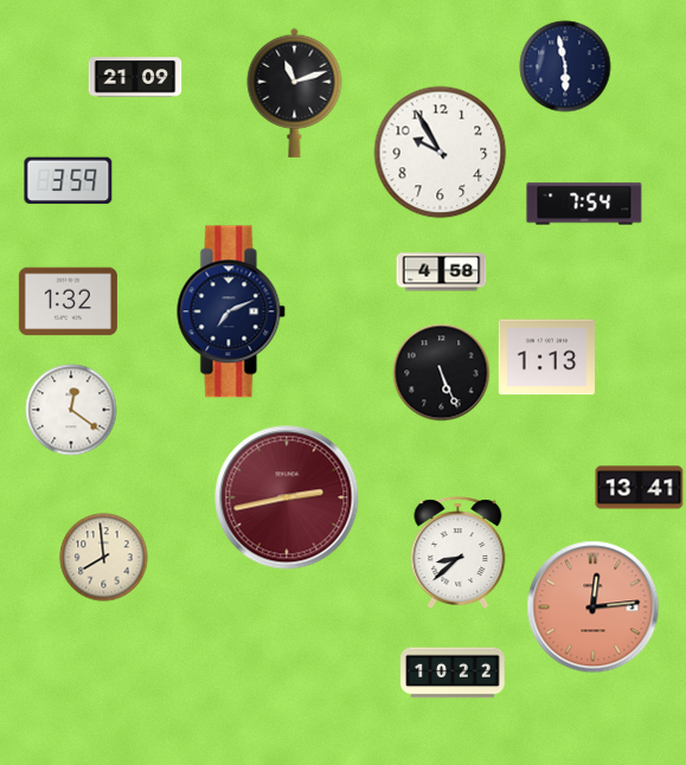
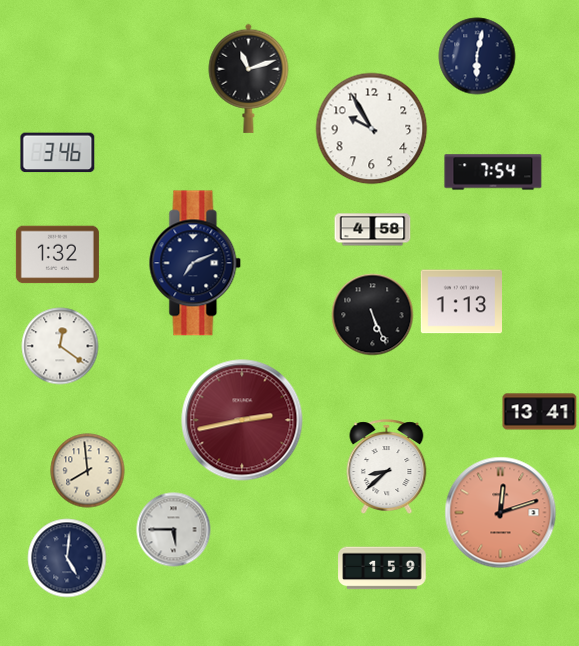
clock at (565, 66): 5:58 -> 6:02
clock at (135, 77): 21:09 -> none
clock at (69, 181): 3:59 -> 3:46
clock at (594, 607): 12:14 -> 12:12
clock at (174, 530): none -> 5:45
clock at (67, 558): none -> 5:01
clock at (453, 673): 10:22 -> 1:59
